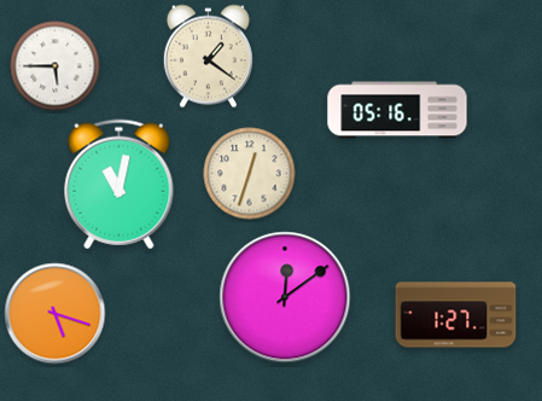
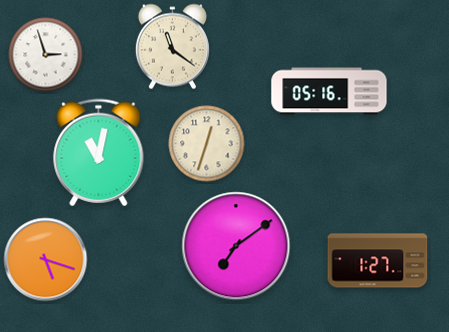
clock at (208, 57): 1:21 -> 11:21
clock at (56, 66): 5:45 -> 2:57
clock at (285, 297): 12:09 -> 7:09
